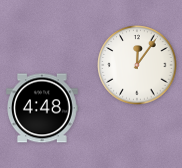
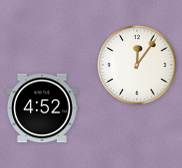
clock at (43, 108): 4:48 -> 4:52
